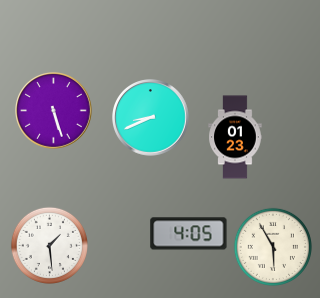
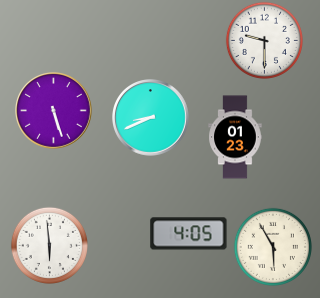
clock at (264, 40): none -> 9:30
clock at (49, 245): 1:29 -> 5:59
